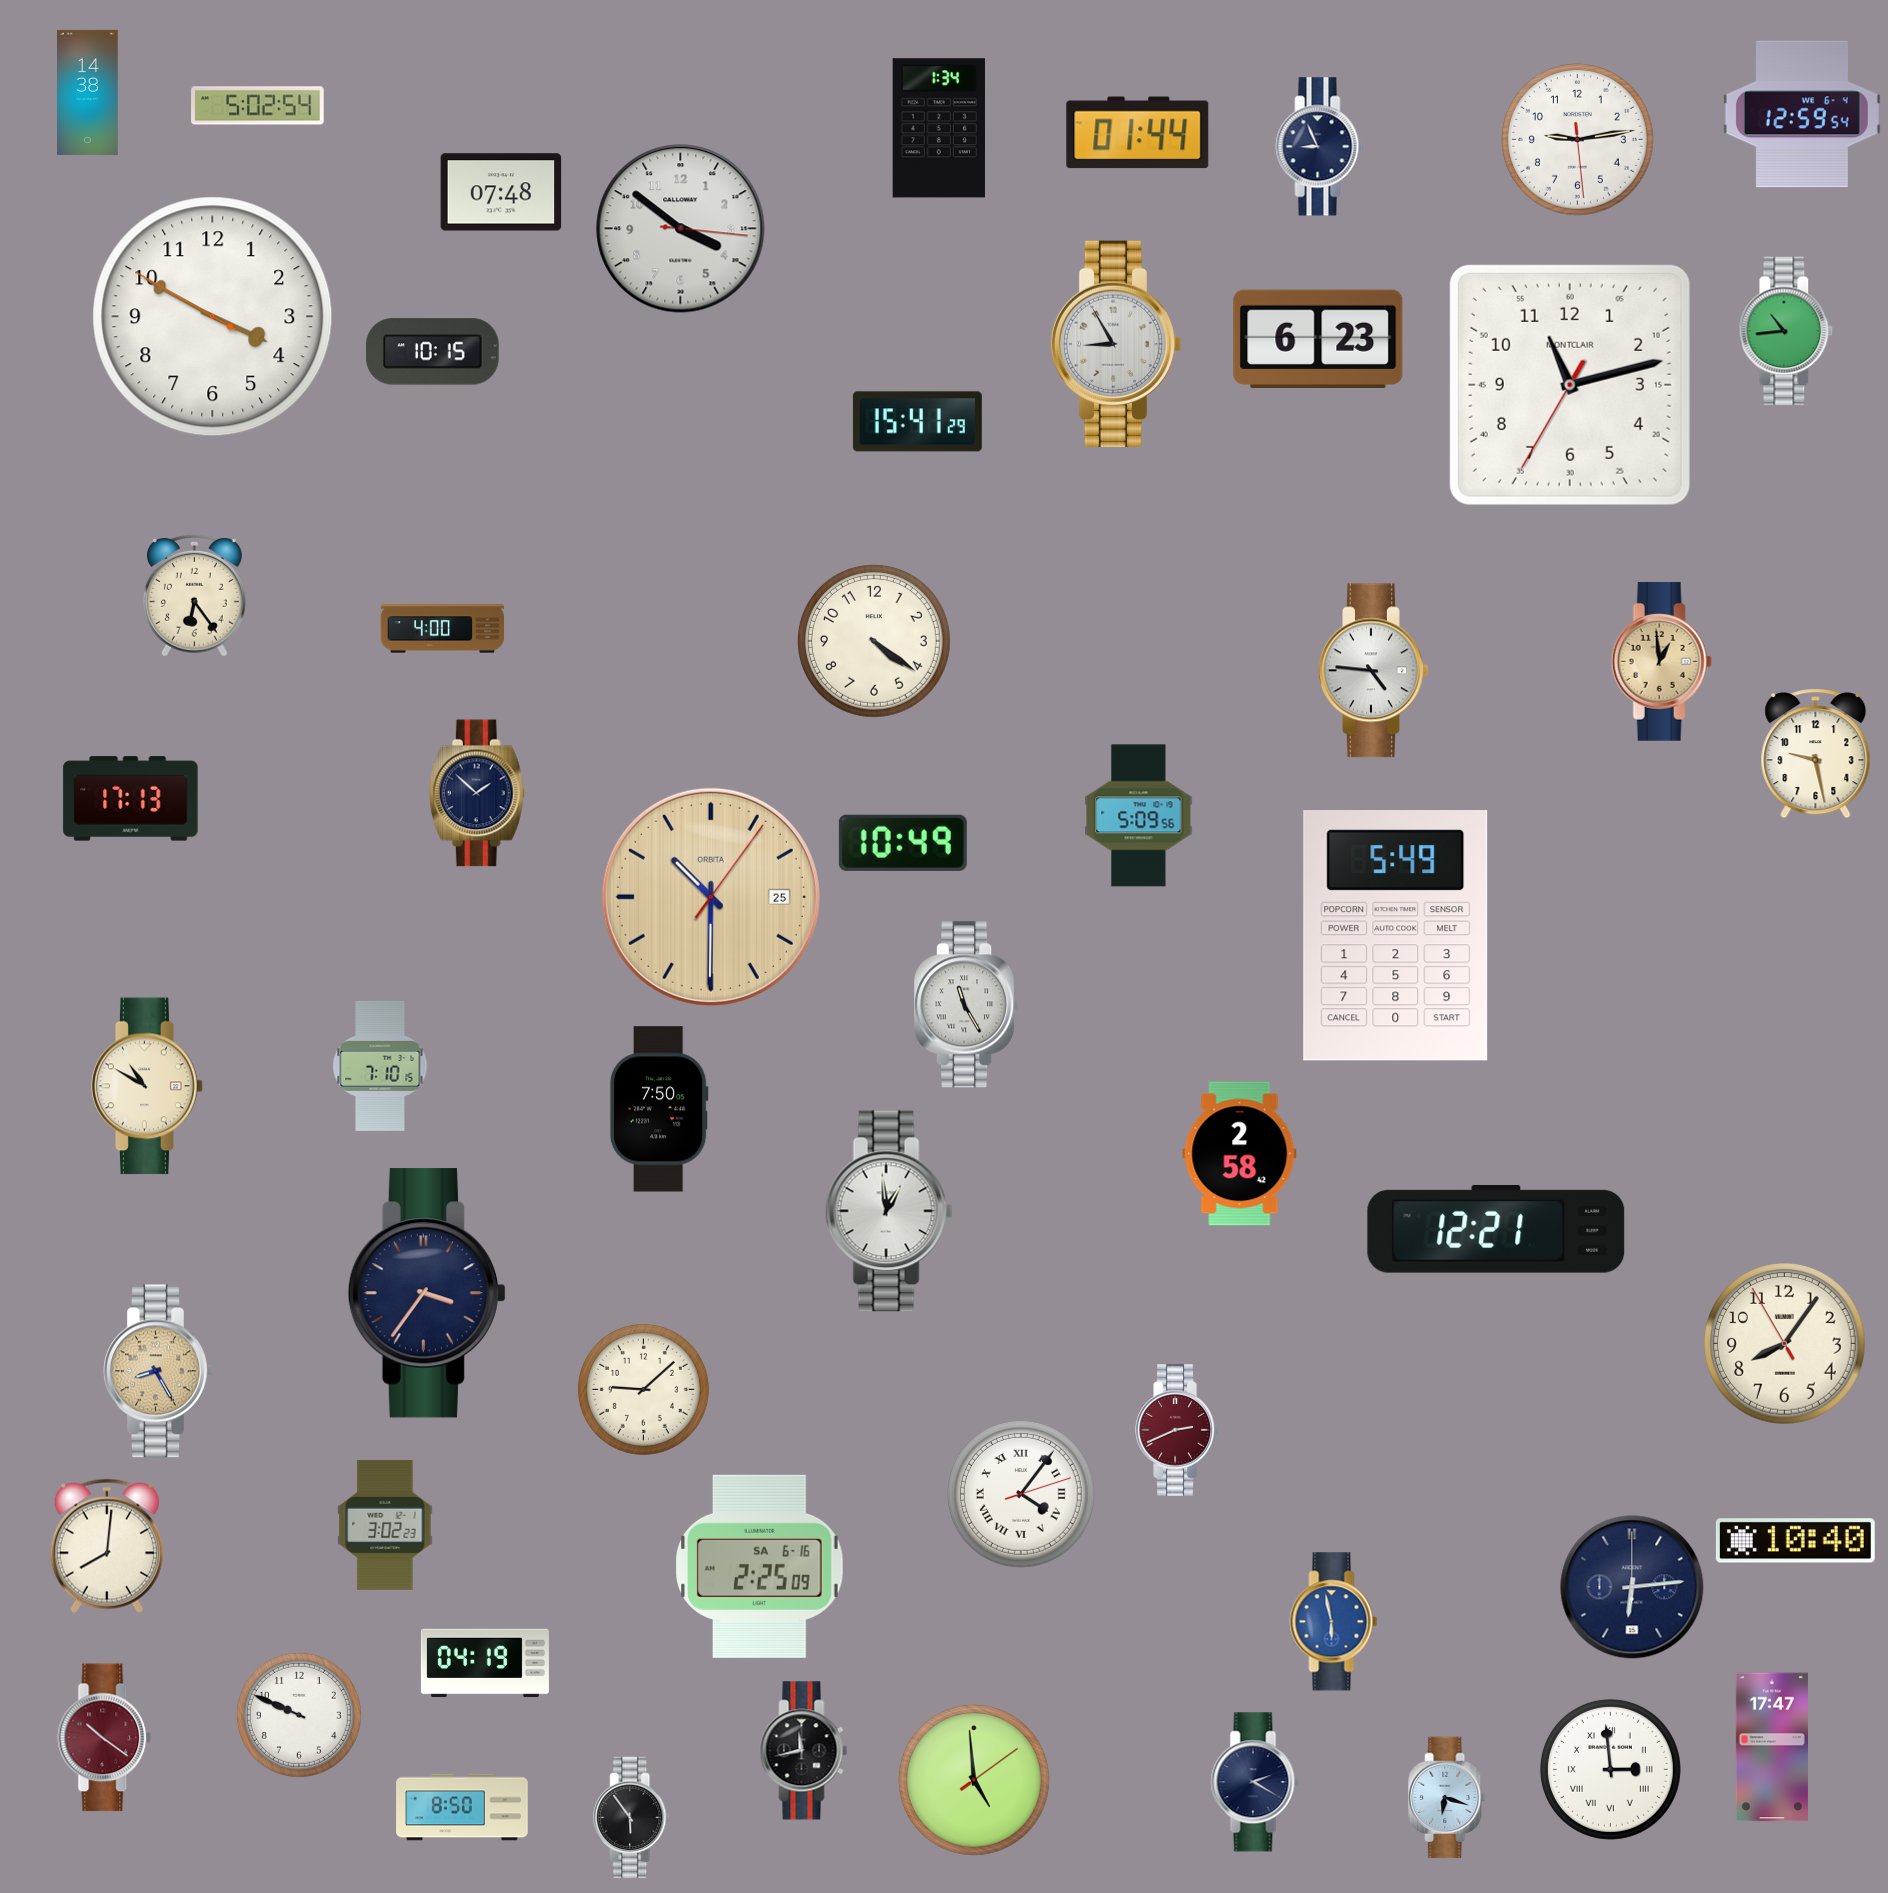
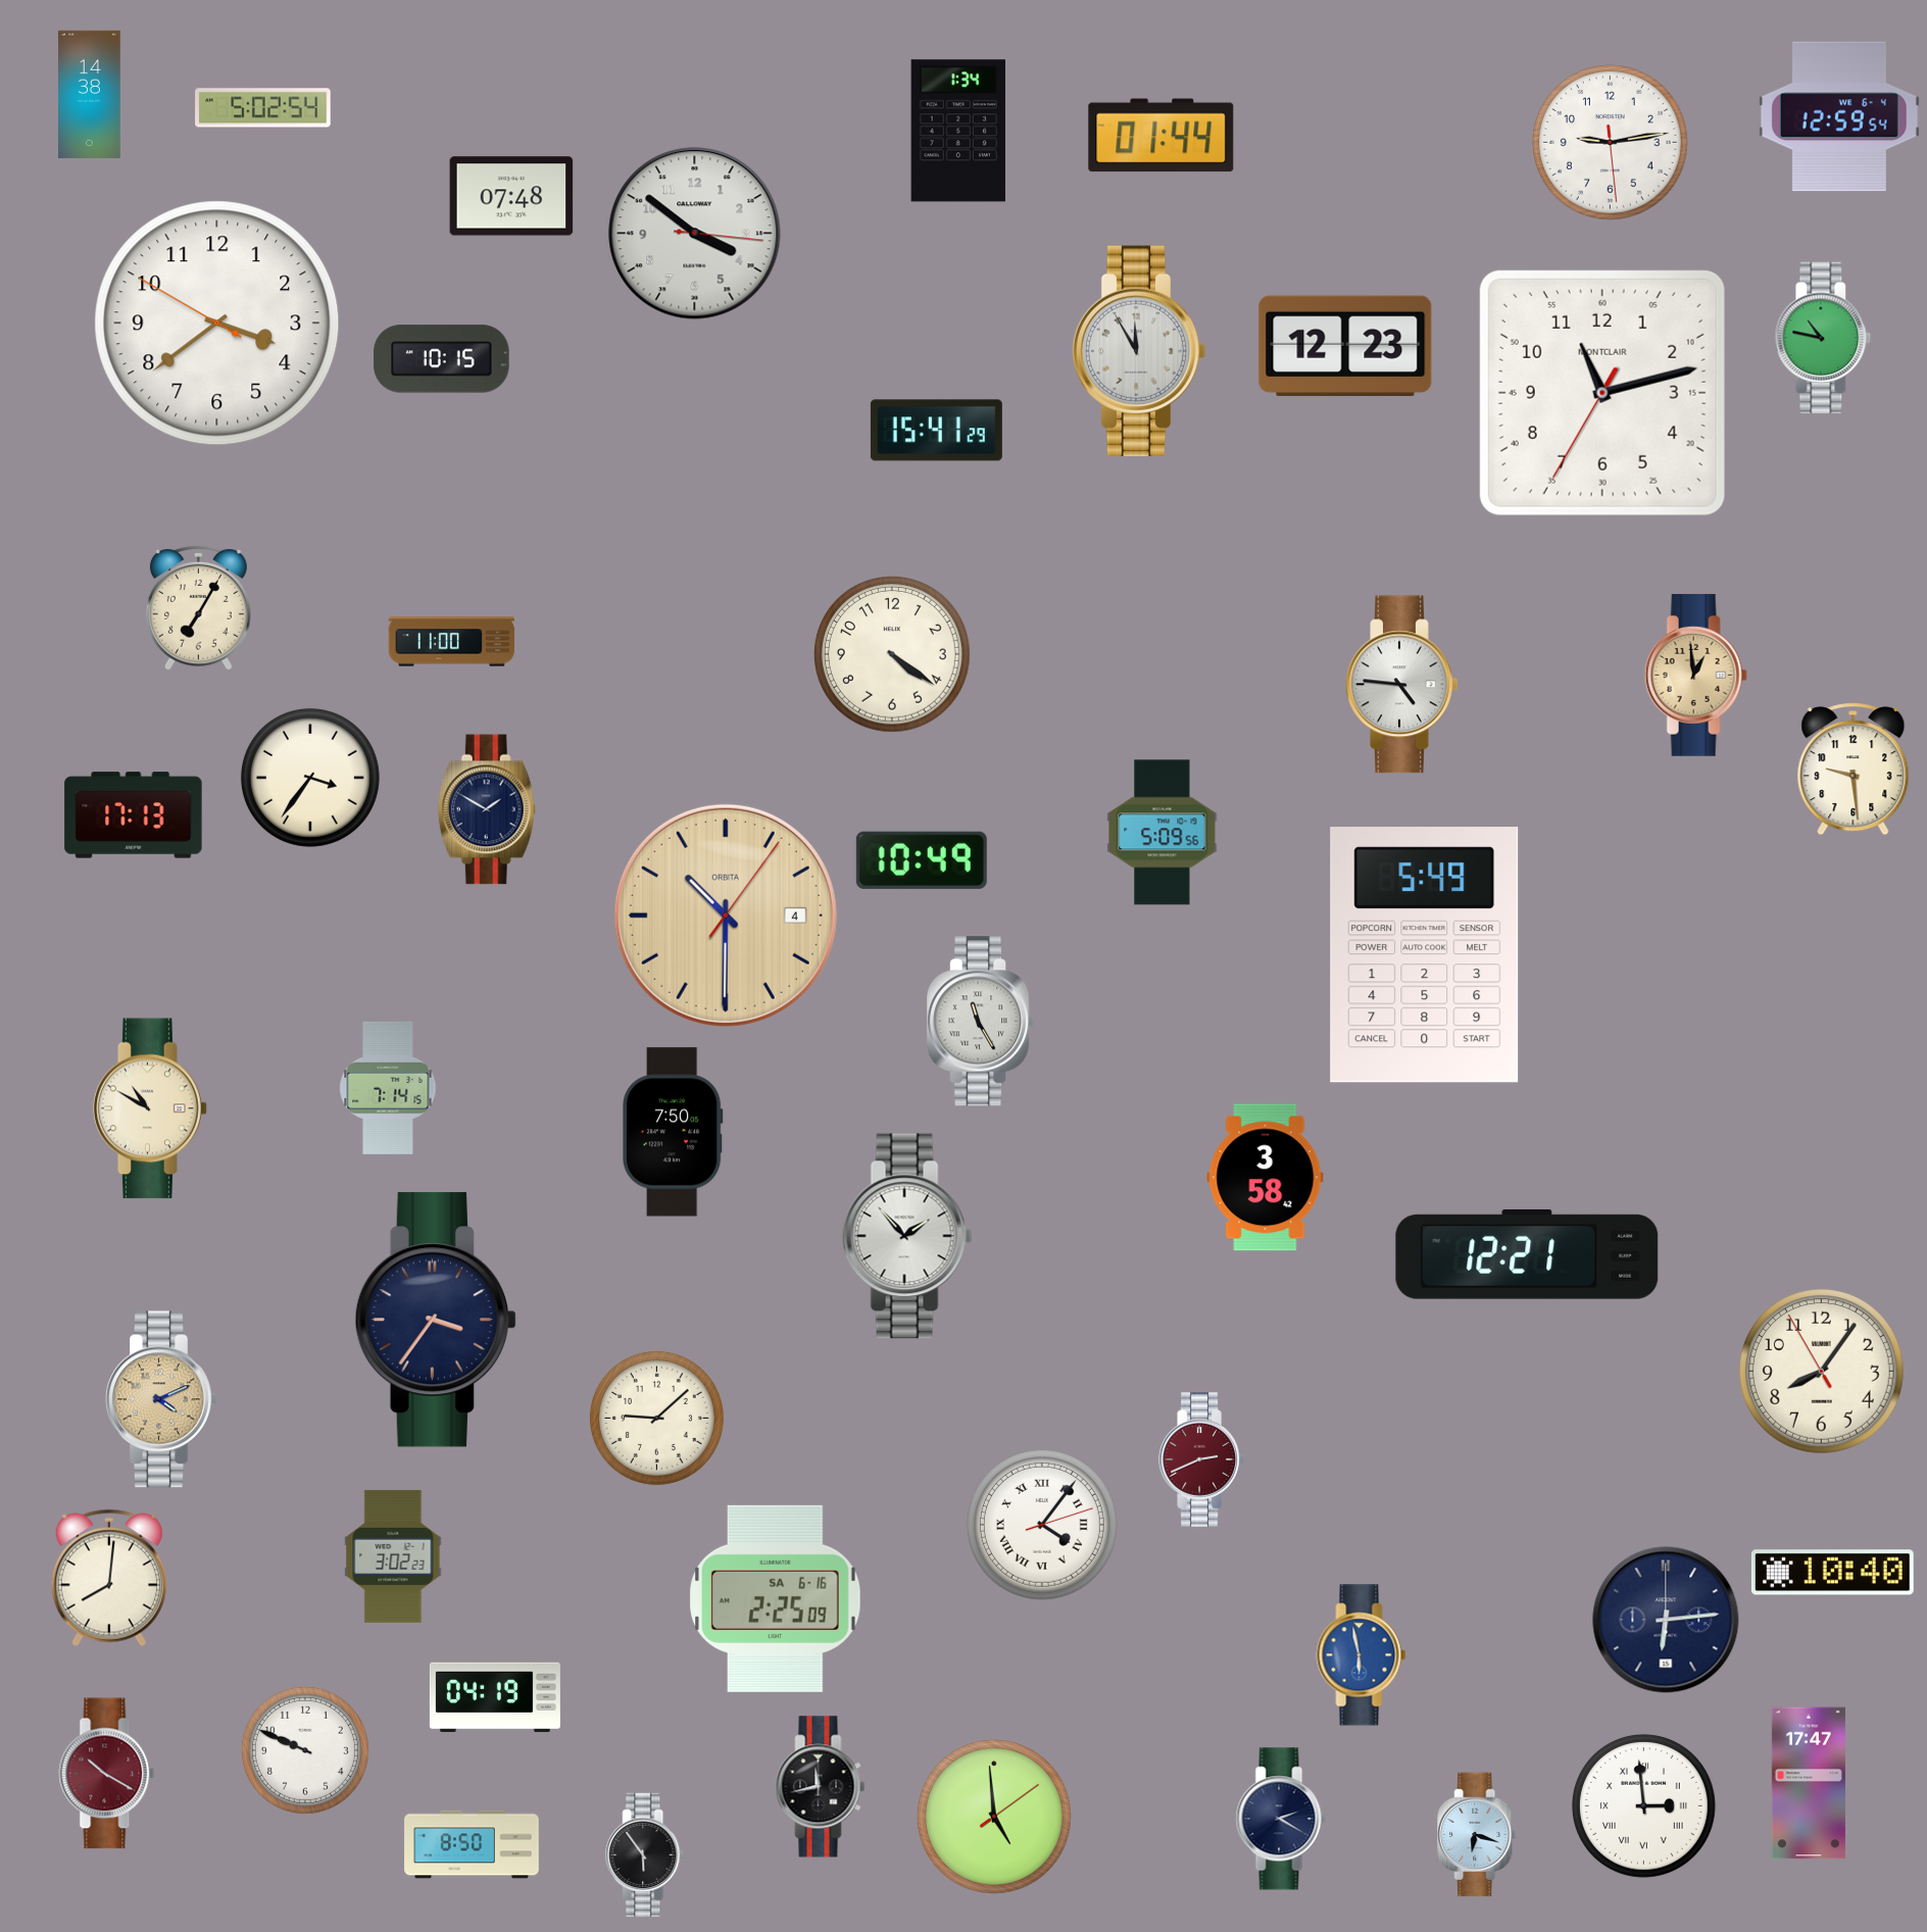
clock at (1320, 147): 8:56 -> none
clock at (213, 317): 3:49 -> 3:38
clock at (1786, 331): 10:44 -> 10:47
clock at (1318, 338): 6:23 -> 12:23
clock at (1116, 343): 8:55 -> 11:55
clock at (194, 595): 6:24 -> 7:05
clock at (443, 629): 4:00 -> 11:00
clock at (1816, 754): 9:28 -> 9:29
clock at (310, 778): none -> 3:36
clock at (477, 793): 1:52 -> 1:50
clock at (711, 897) date: 25 -> 4
clock at (968, 1005) position: (968, 1005) -> (982, 1022)
clock at (380, 1066): 7:10 -> 7:14
clock at (1240, 1154): 2:58 -> 3:58
clock at (889, 1211): 12:59 -> 1:53
clock at (158, 1371): 8:25 -> 4:11
clock at (105, 1738): 10:21 -> 10:20
